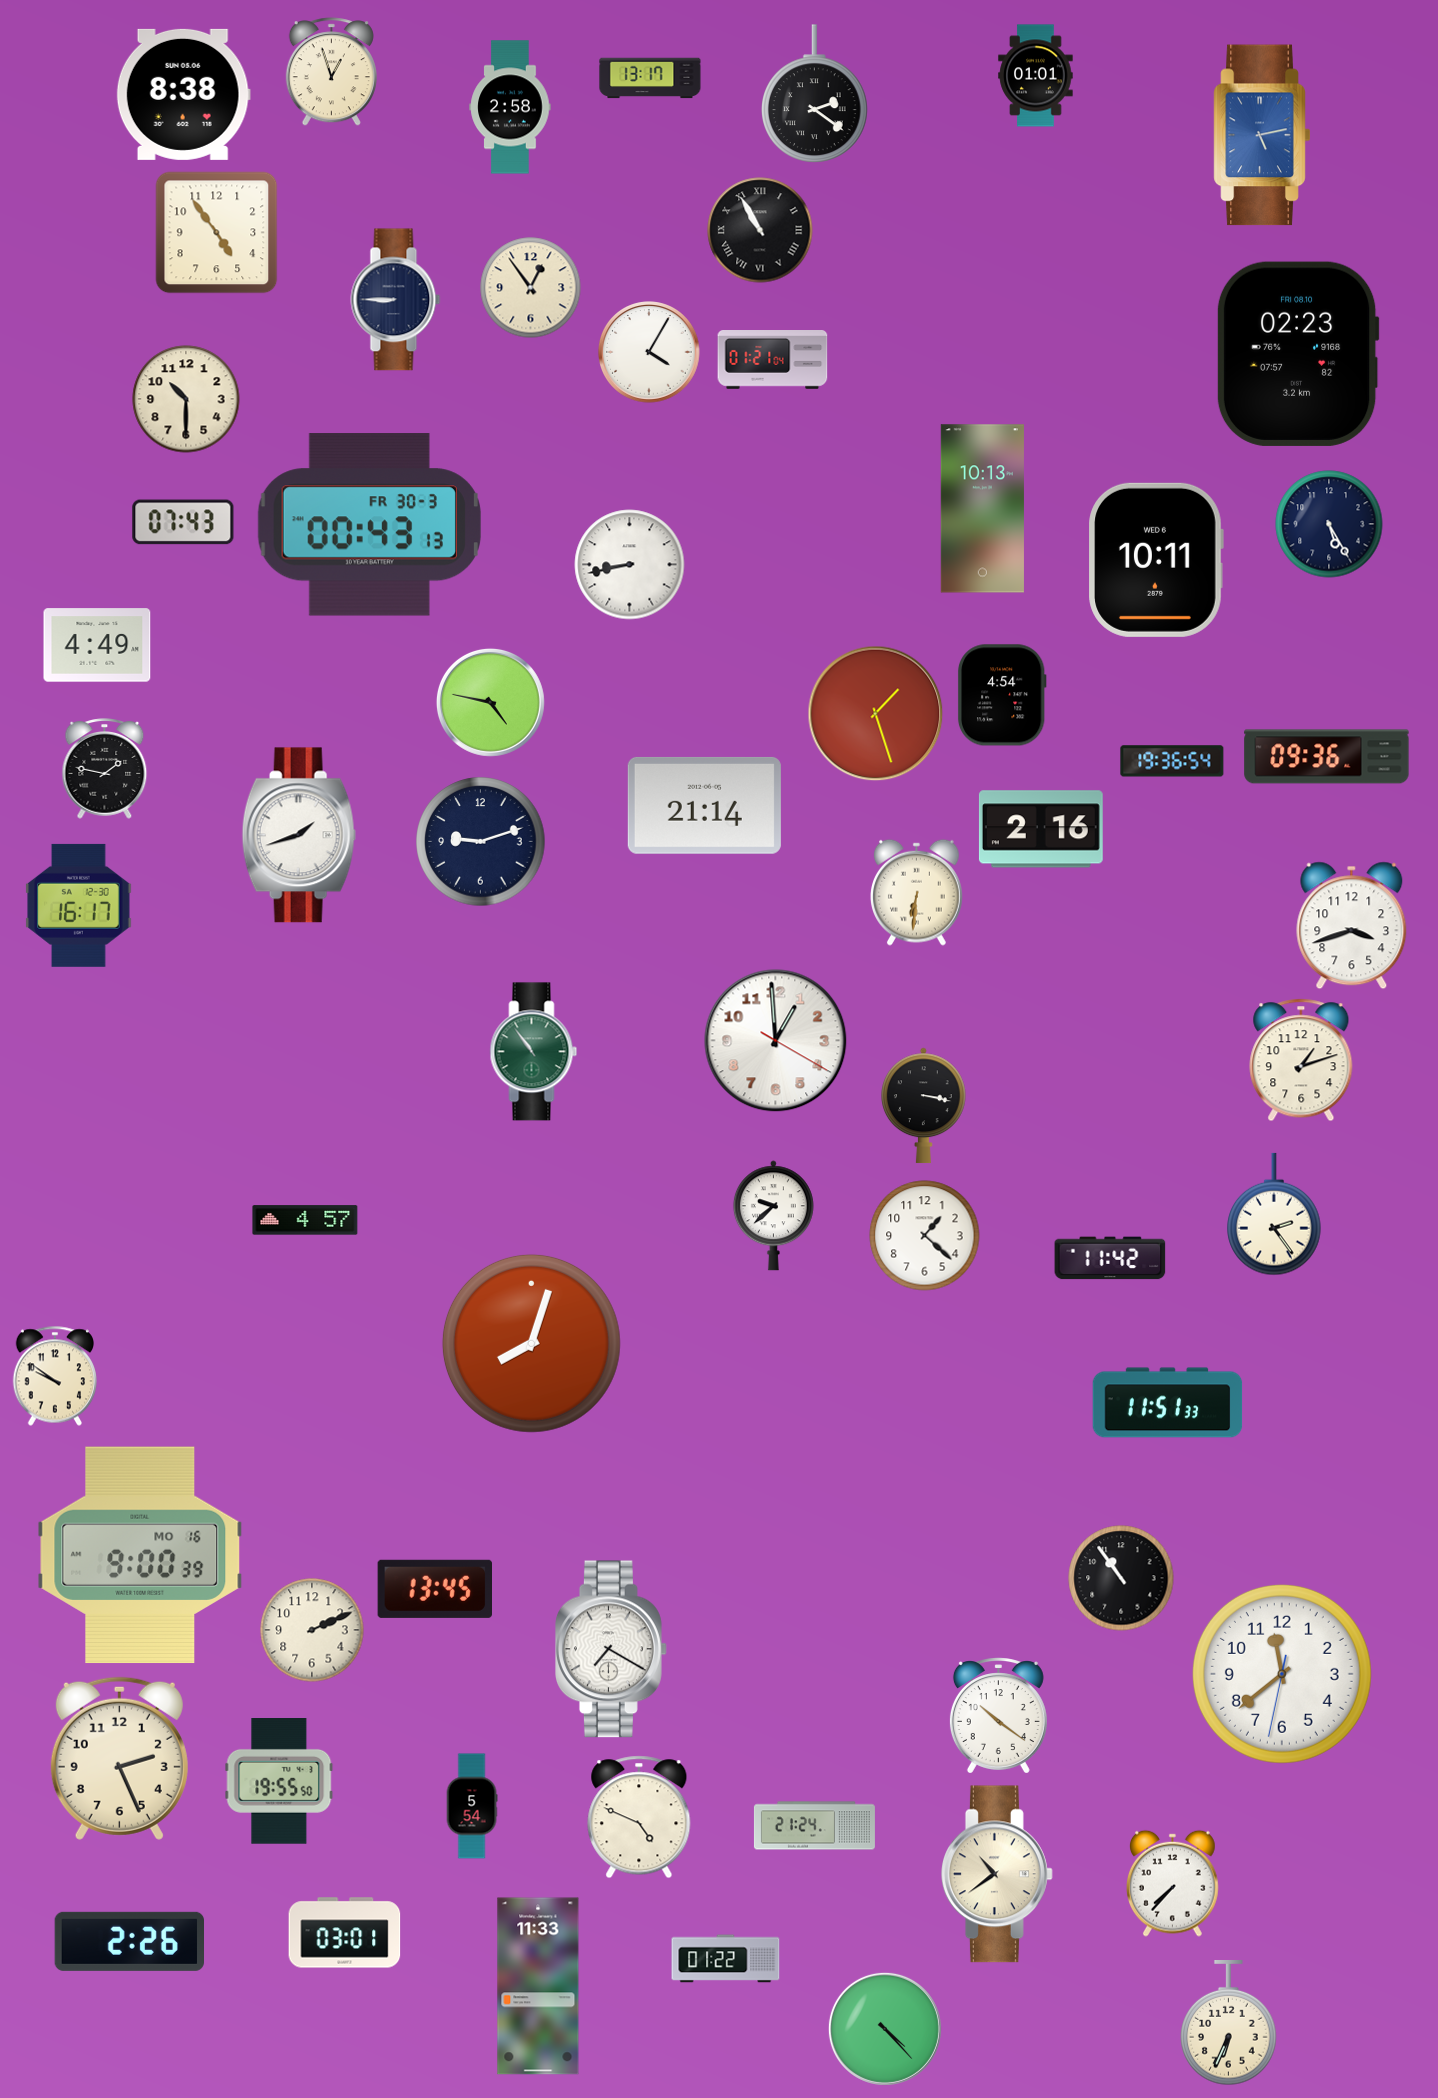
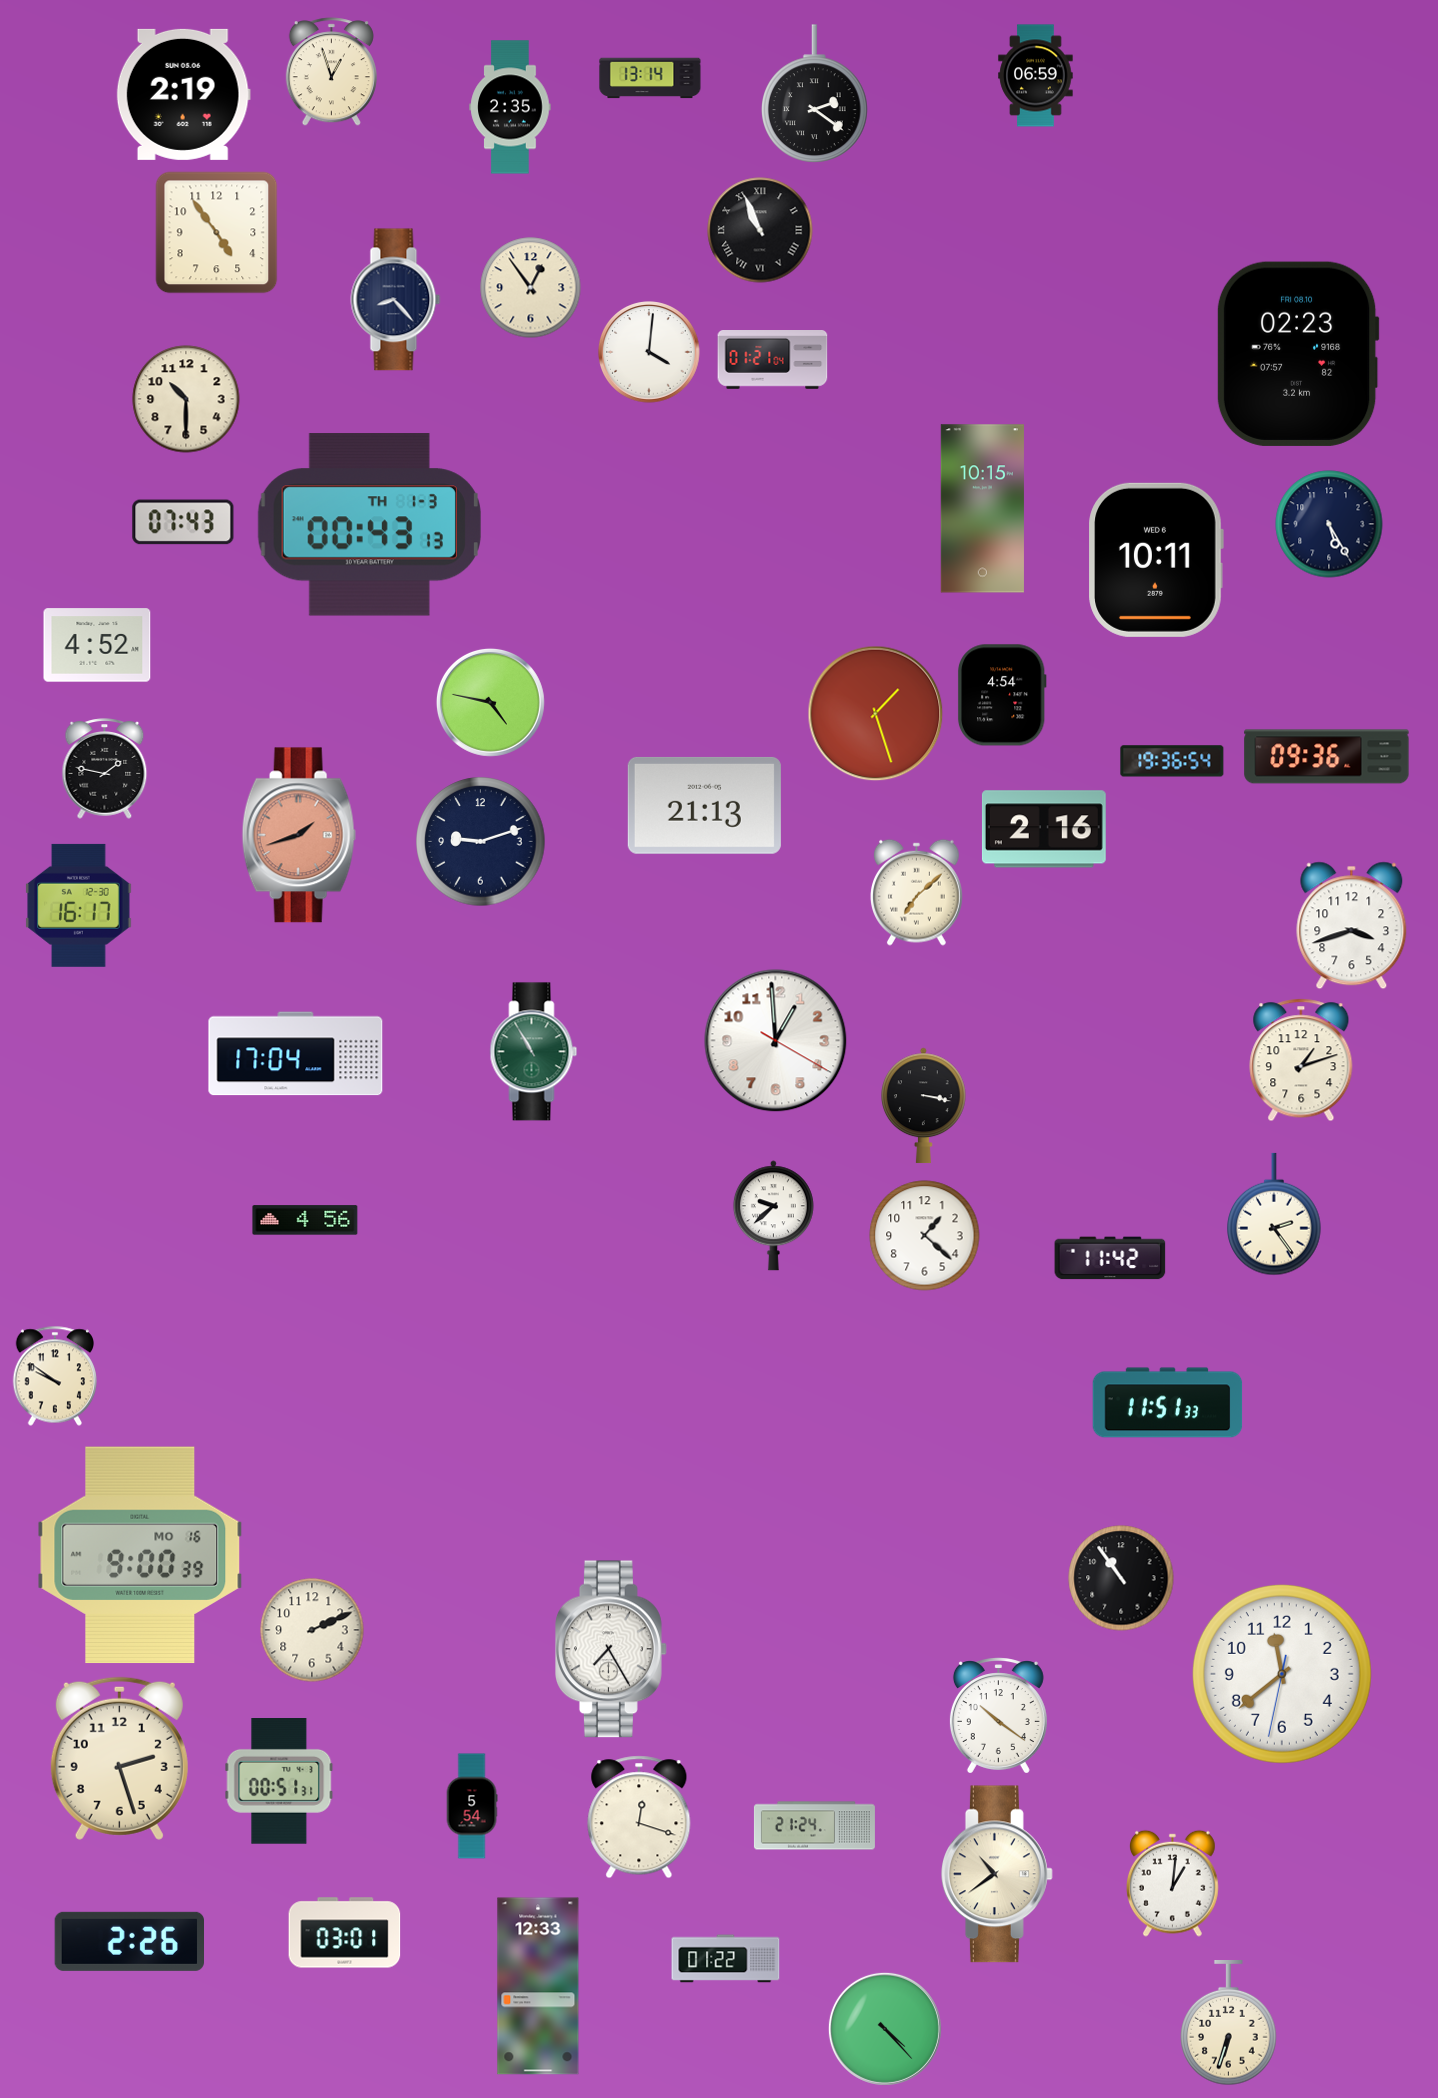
clock at (1036, 76): 01:01 -> 06:59
clock at (650, 78): 13:17 -> 13:14
clock at (183, 94): 8:38 -> 2:19
clock at (510, 107): 2:58 -> 2:35
clock at (1262, 135): 5:13 -> none
clock at (760, 230): 10:55 -> 10:56
clock at (396, 300): 8:45 -> 8:23
clock at (649, 352): 4:05 -> 4:01
clock at (982, 509): 10:13 -> 10:15
clock at (369, 525) date: FR 30-3 -> TH 1-3
clock at (630, 565): 8:43 -> none
clock at (97, 645): 4:49 -> 4:52
clock at (704, 805): 21:14 -> 21:13
clock at (1041, 829) position: (1041, 829) -> (1044, 829)
clock at (299, 835) dial: white -> salmon
clock at (917, 892): 6:31 -> 7:08
clock at (534, 1052): 10:54 -> 10:55
clock at (296, 1054): none -> 17:04
clock at (305, 1220): 4:57 -> 4:56
clock at (531, 1343): 8:03 -> none
clock at (434, 1589): 13:45 -> none
clock at (612, 1649): 7:20 -> 7:25
clock at (119, 1758): 2:26 -> 2:27
clock at (279, 1782): 19:55 -> 00:51
clock at (639, 1817): 4:49 -> 12:18
clock at (1173, 1883): 7:37 -> 1:01
clock at (538, 1986): 11:33 -> 12:33
clock at (1229, 2024): 6:34 -> 6:33
